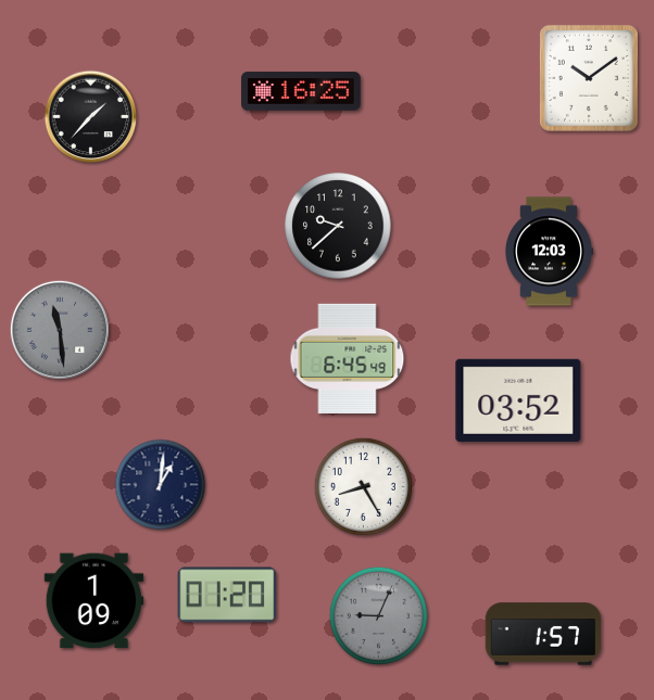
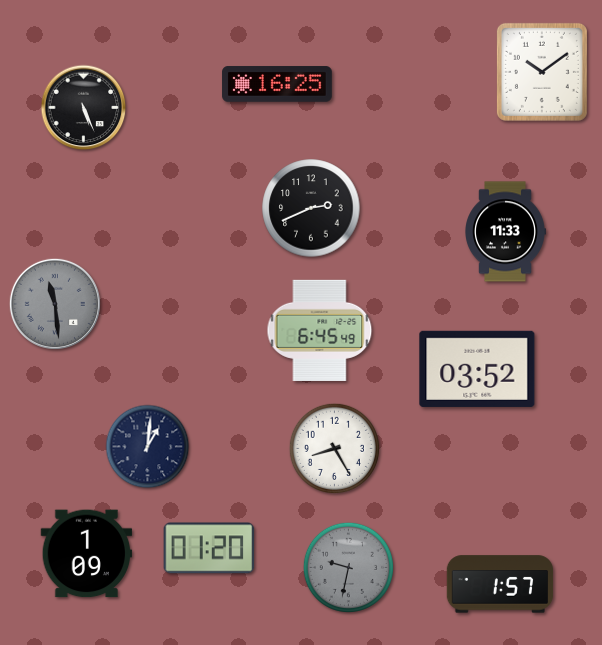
clock at (91, 117): 1:37 -> 5:26
clock at (338, 226): 9:38 -> 2:41
clock at (550, 252): 12:03 -> 11:33
clock at (378, 615): 9:04 -> 9:32
